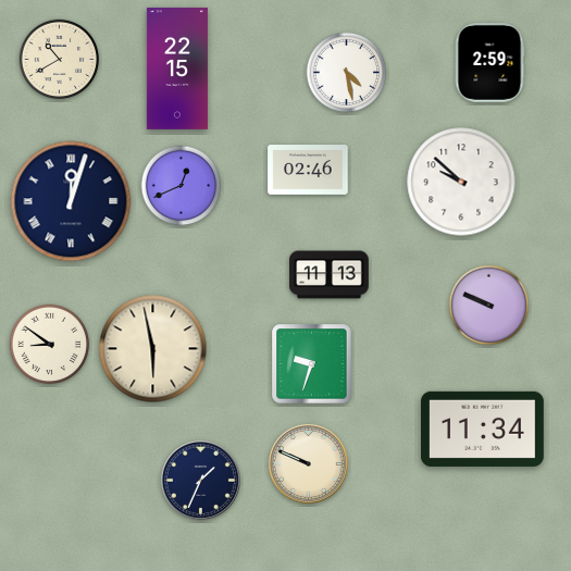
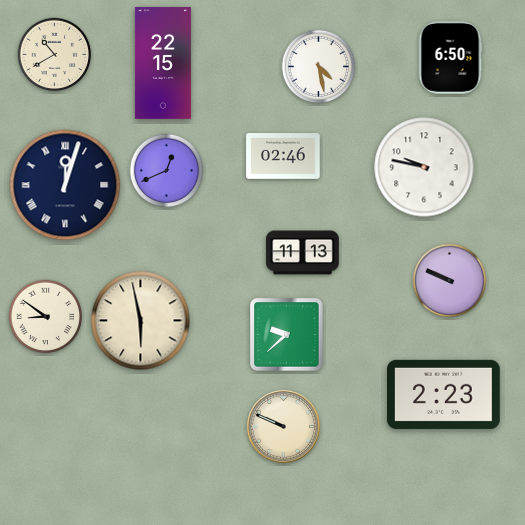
clock at (489, 63): 2:59 -> 6:50
clock at (461, 182): 9:52 -> 9:47
clock at (312, 364): 9:33 -> 9:38
clock at (483, 429): 11:34 -> 2:23
clock at (200, 480): 1:34 -> none
